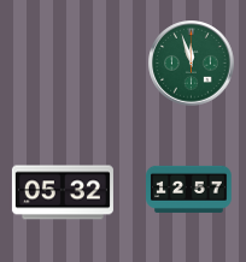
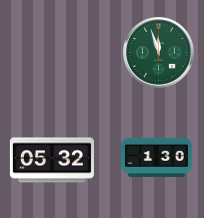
clock at (189, 189): 12:57 -> 1:30
